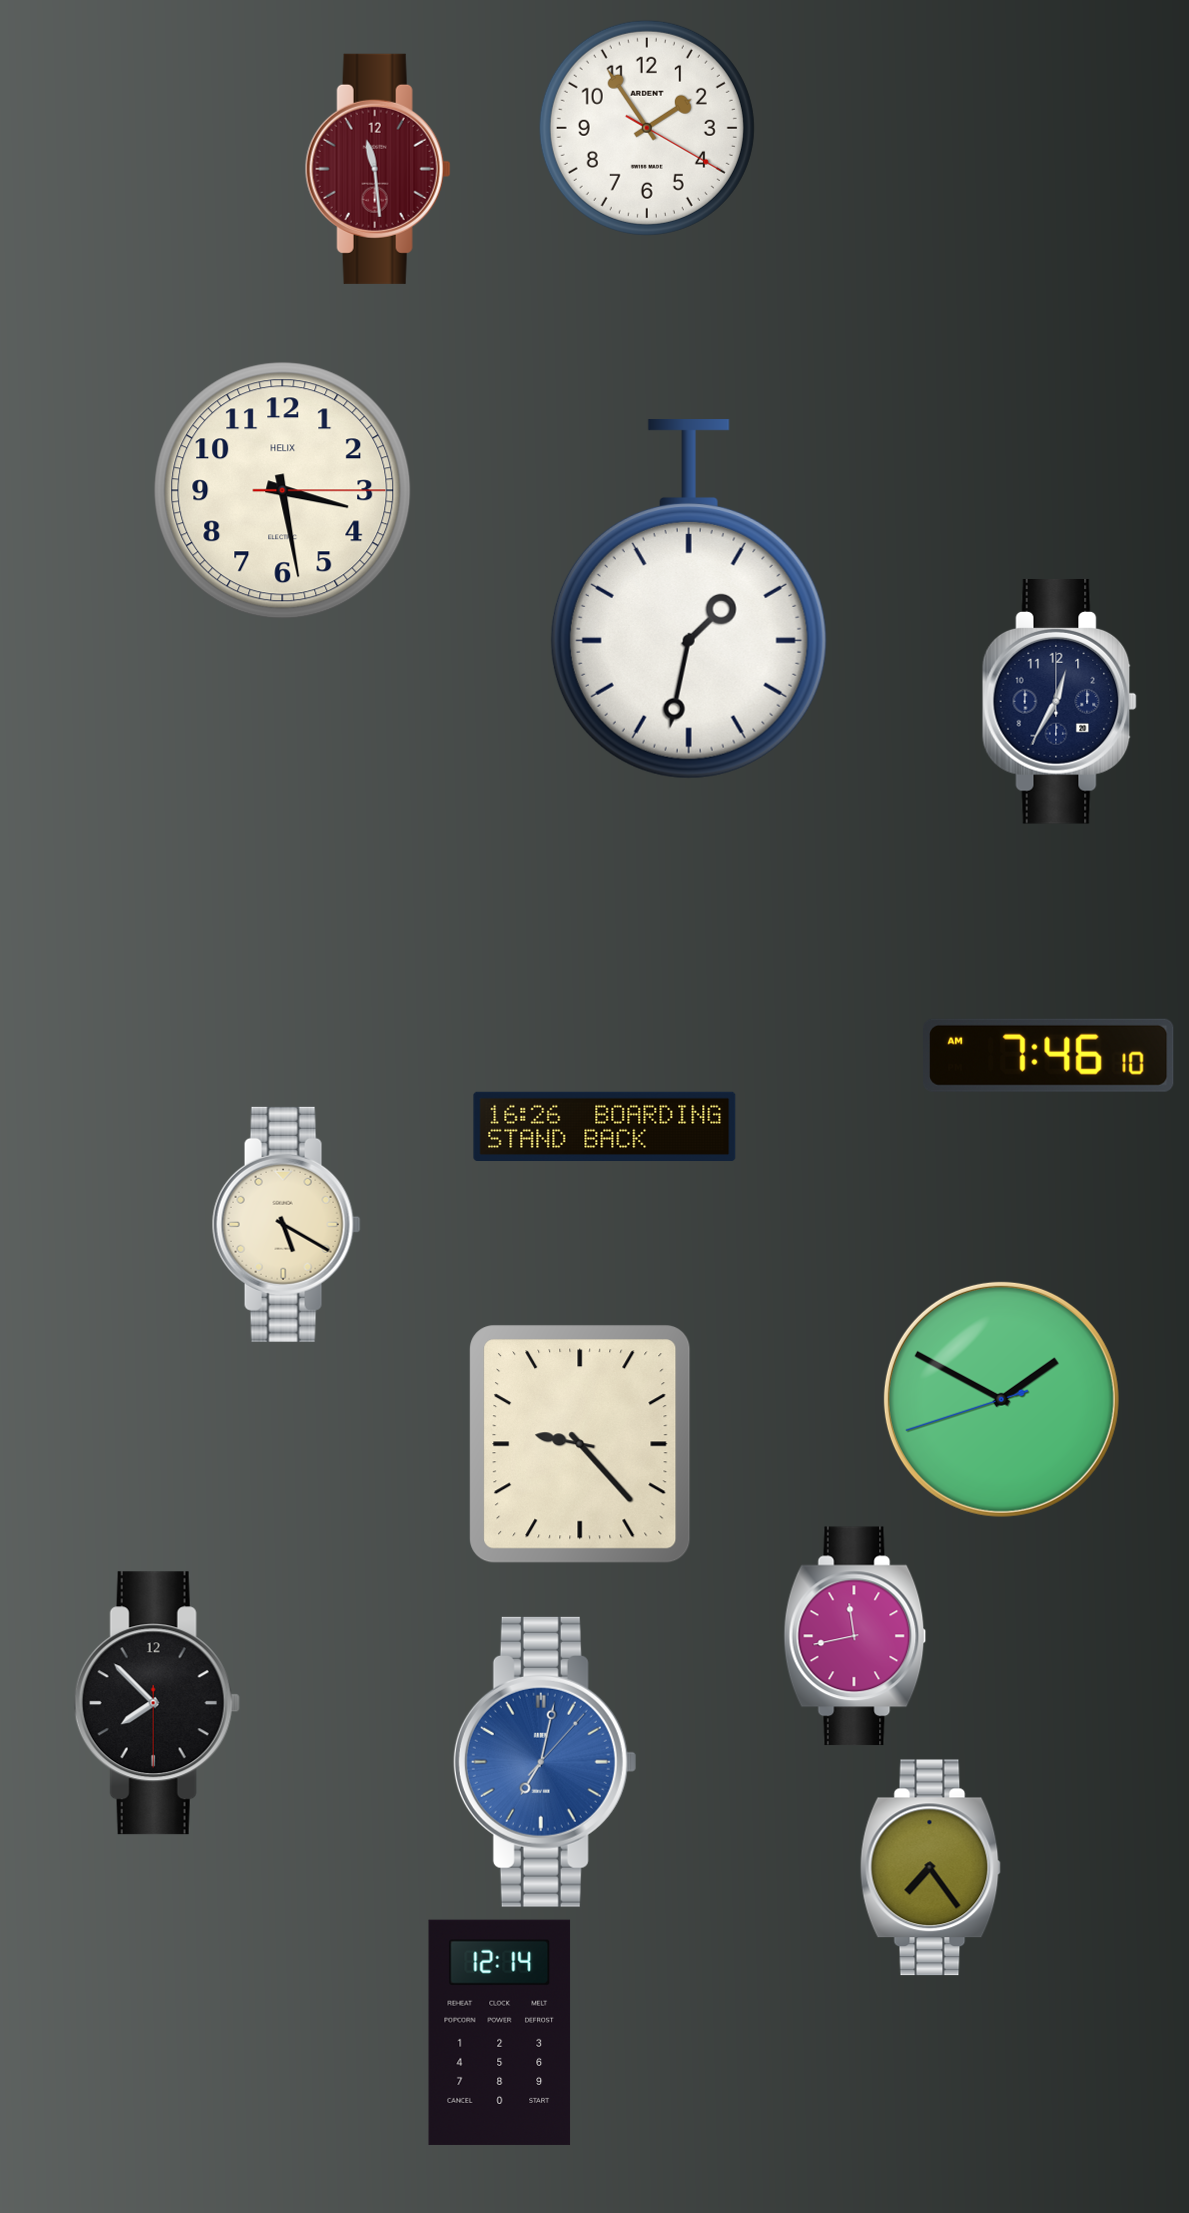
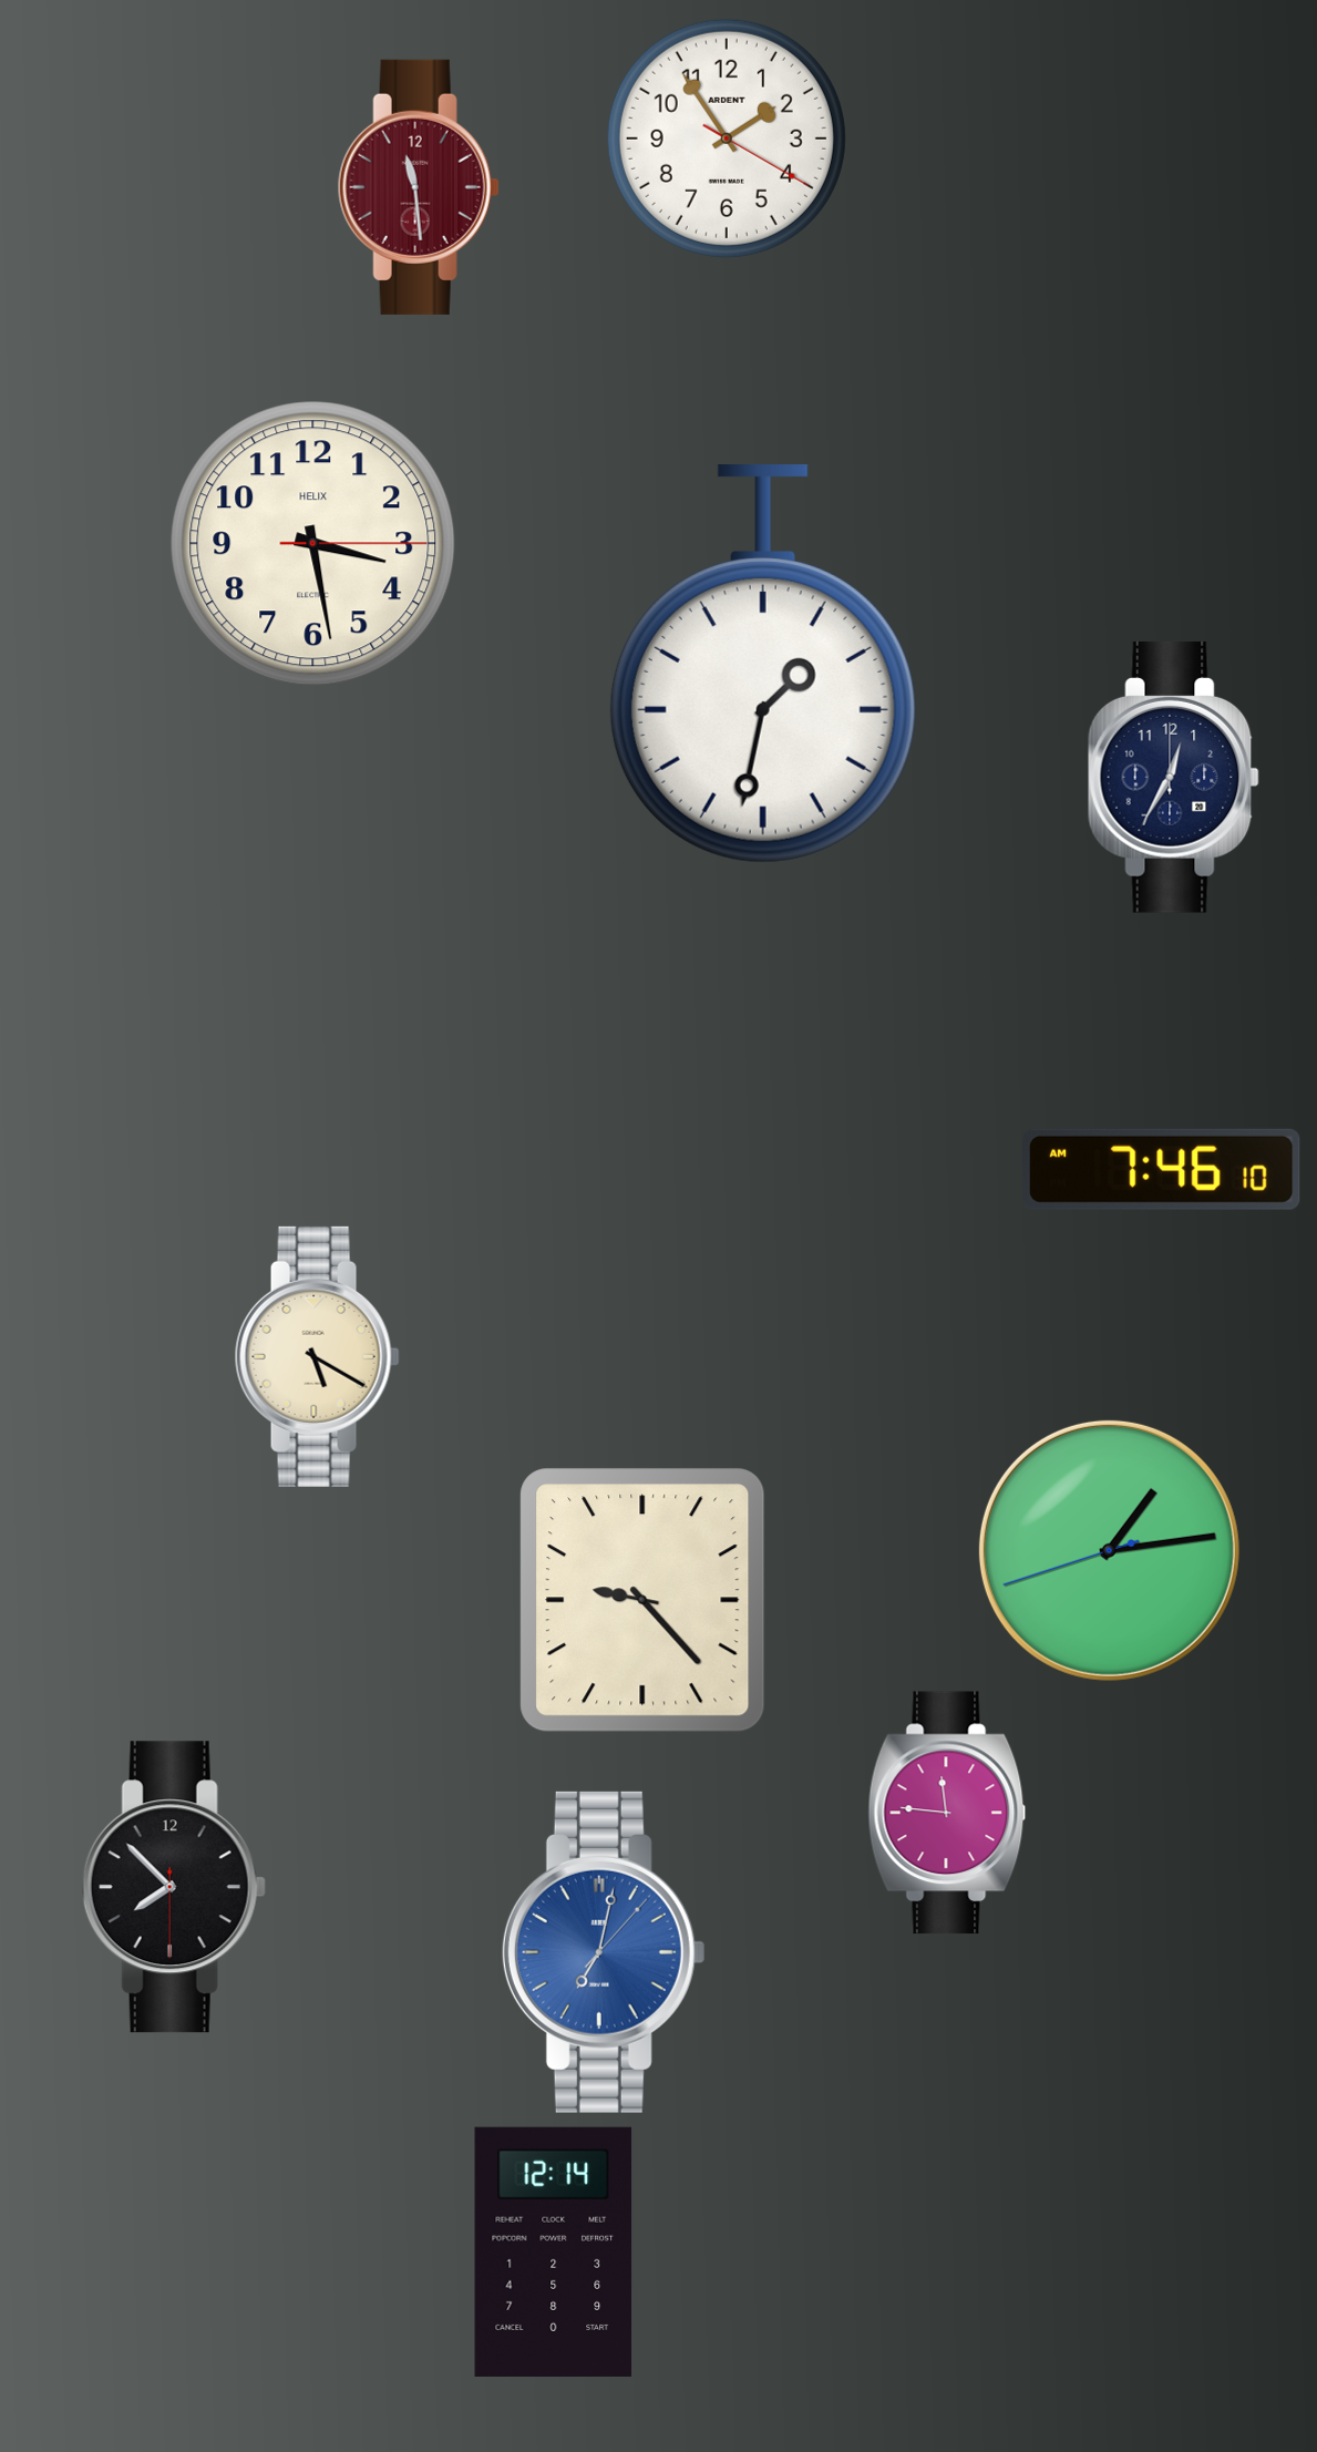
clock at (647, 128) position: (647, 128) -> (727, 138)
clock at (605, 1126): 16:26 -> none
clock at (1001, 1399): 1:49 -> 1:13
clock at (855, 1636): 11:43 -> 11:46
clock at (930, 1868): 7:24 -> none
